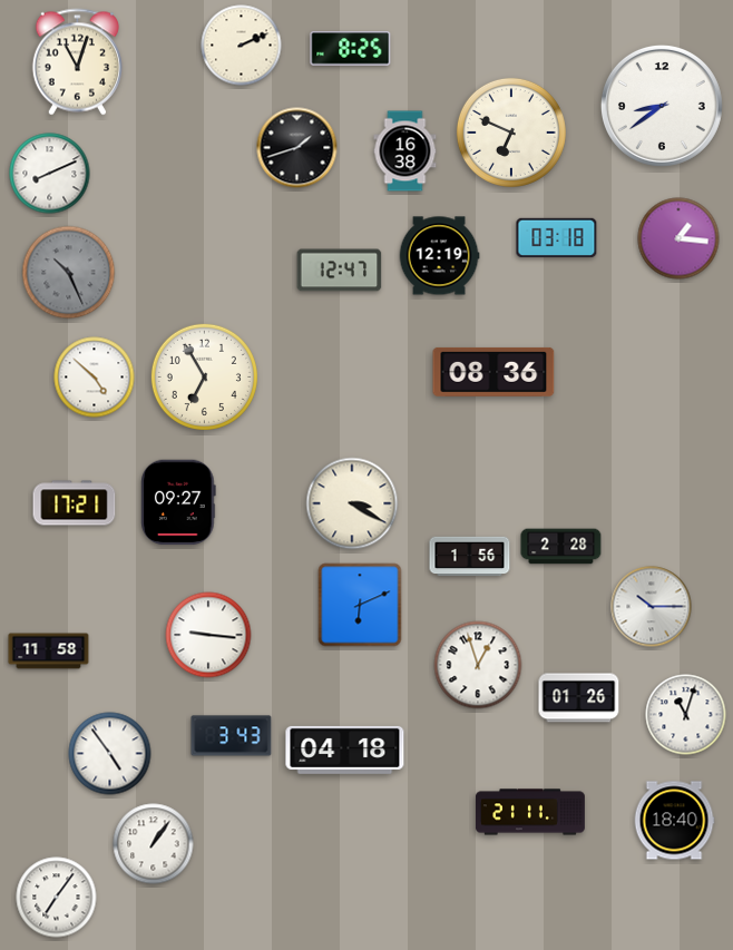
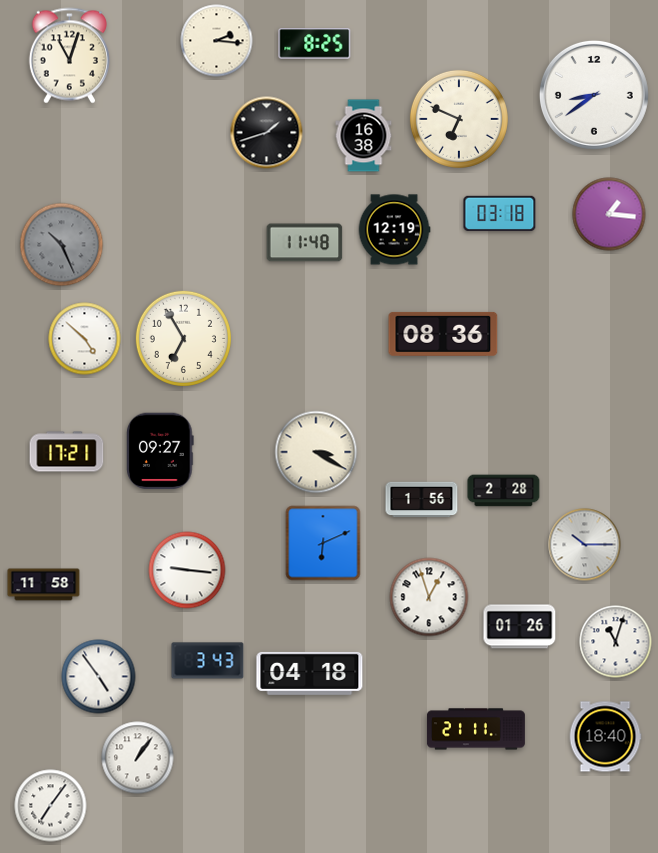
clock at (242, 46): 2:11 -> 2:16
clock at (50, 174): 8:11 -> none
clock at (340, 271): 12:47 -> 11:48
